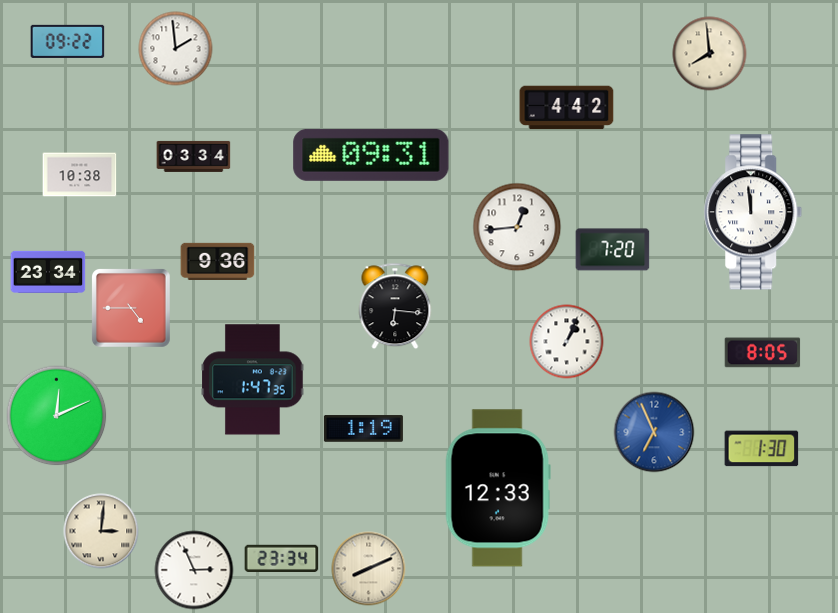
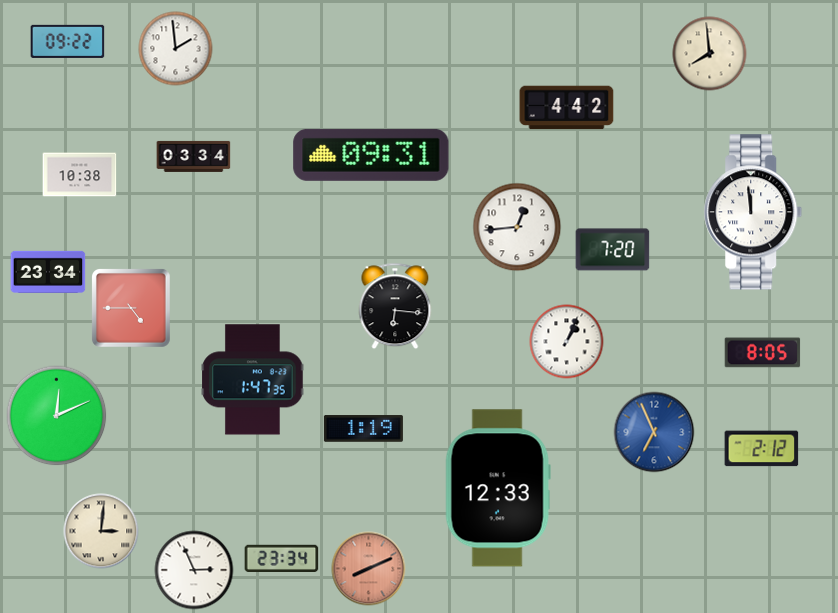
clock at (218, 261): 9:36 -> none
clock at (762, 449): 1:30 -> 2:12
clock at (369, 569) dial: cream -> salmon
